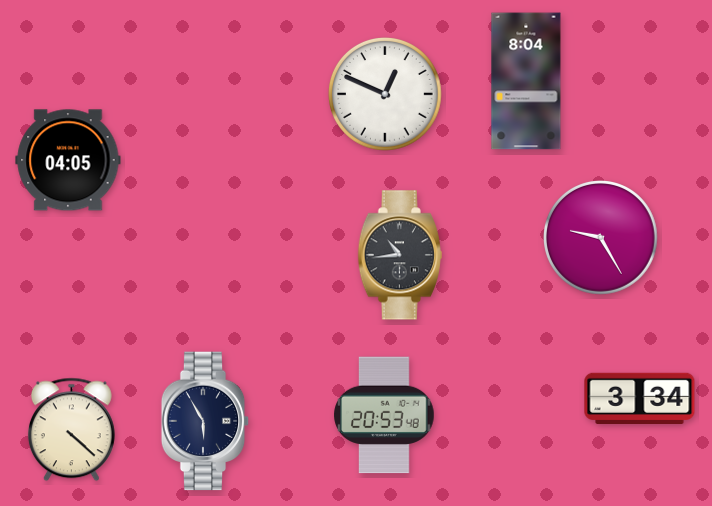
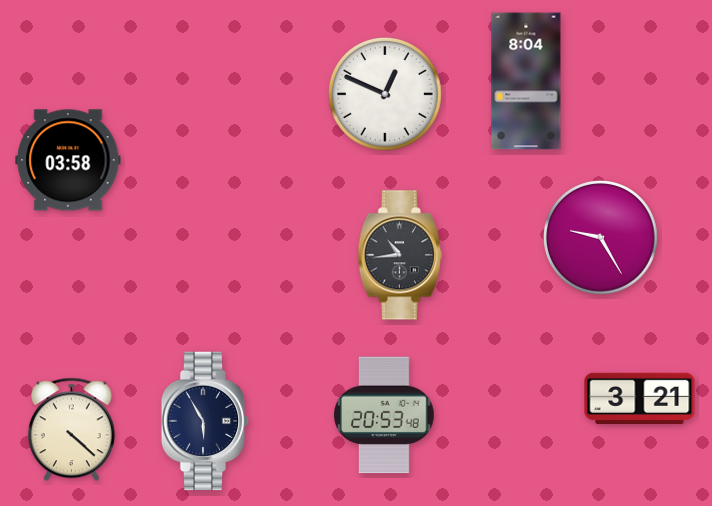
clock at (68, 160): 04:05 -> 03:58
clock at (640, 398): 3:34 -> 3:21
